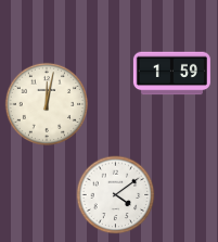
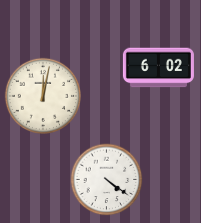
clock at (171, 74): 1:59 -> 6:02
clock at (116, 195): 4:09 -> 4:21
